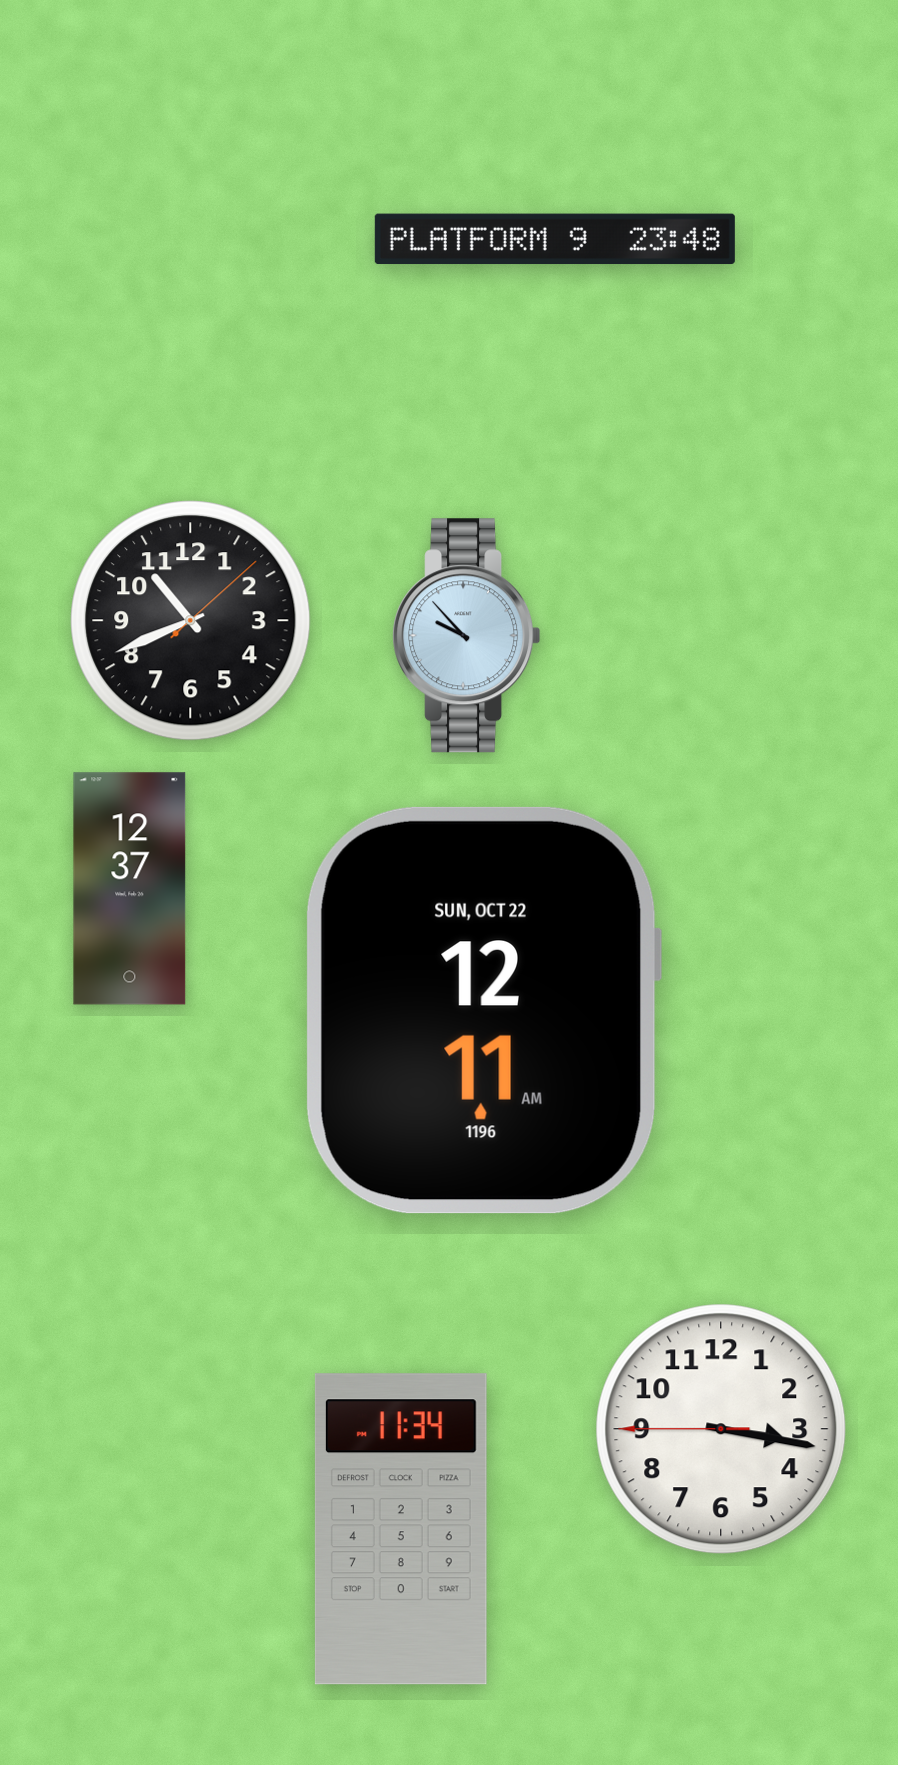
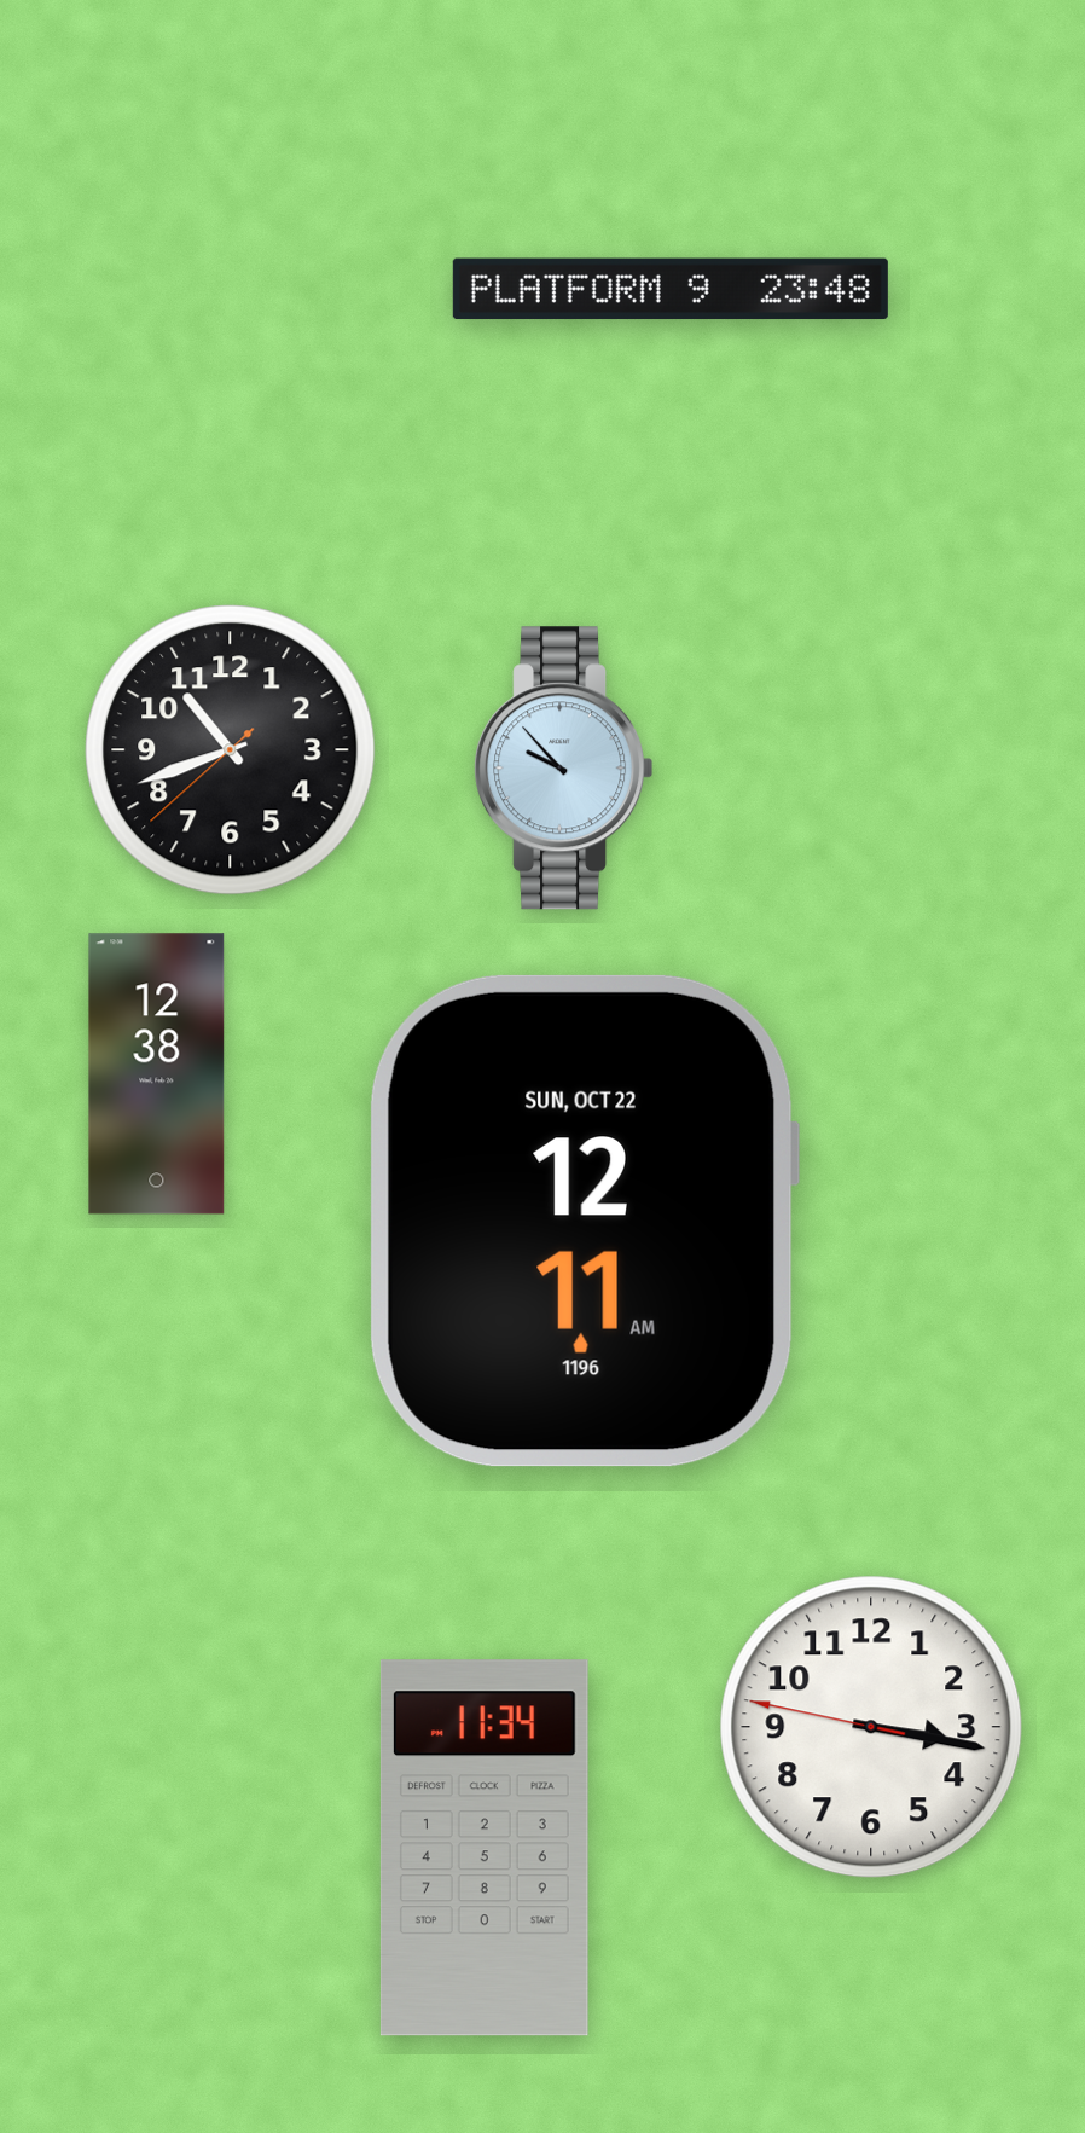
clock at (191, 621): 10:41:08 -> 10:41:38
clock at (130, 889): 12:37 -> 12:38
clock at (721, 1429): 3:16:45 -> 3:16:47
